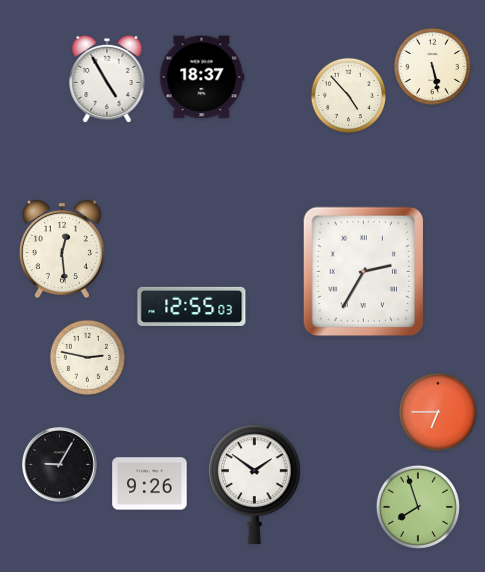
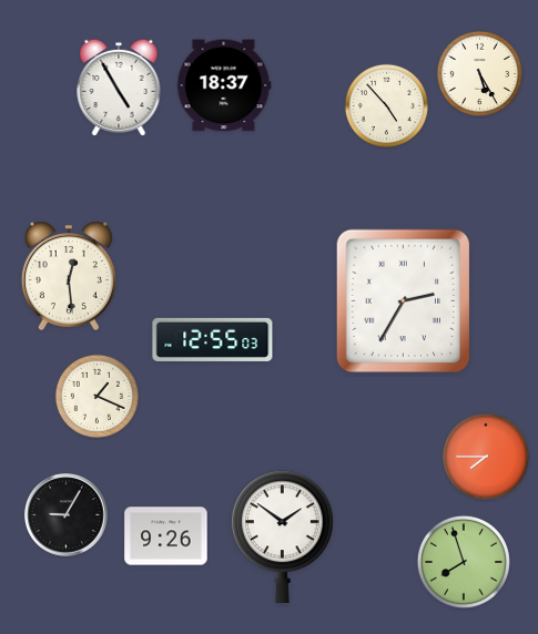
clock at (432, 66): 5:28 -> 5:25
clock at (87, 357): 2:47 -> 1:19
clock at (438, 412): 6:45 -> 7:45
